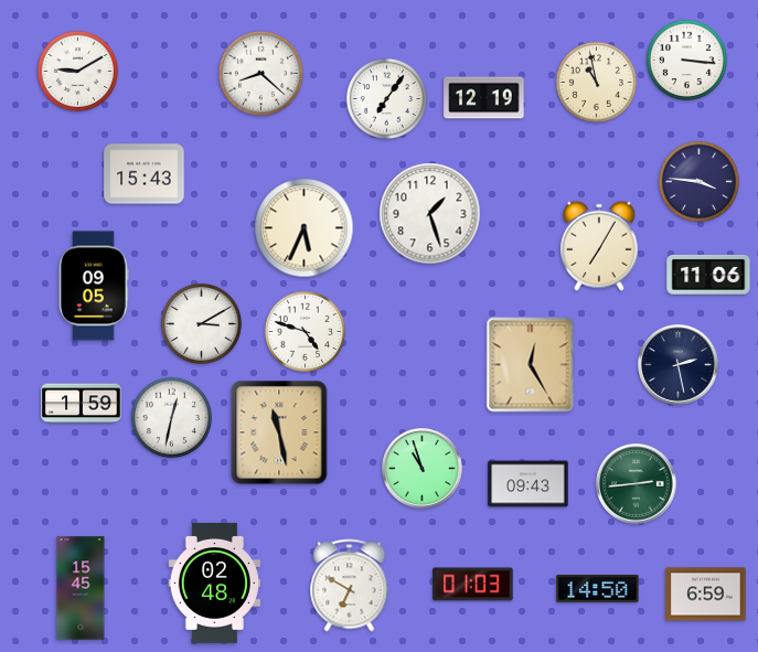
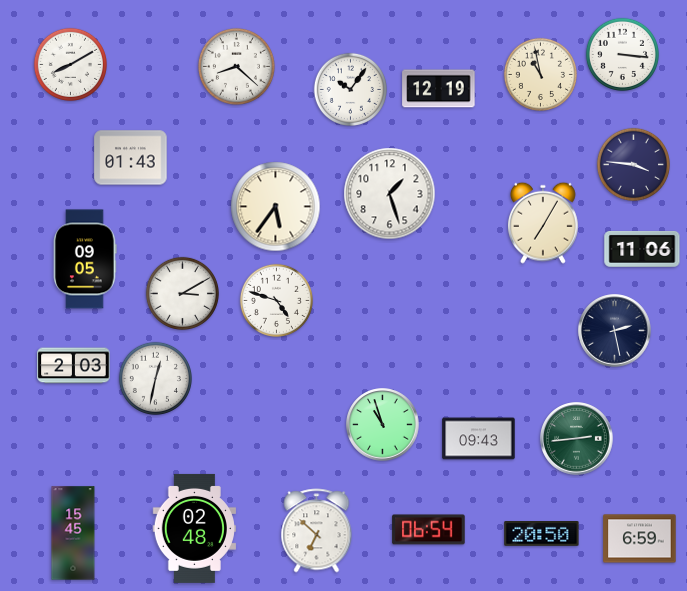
clock at (77, 71): 9:10 -> 8:10
clock at (386, 98): 7:06 -> 10:06
clock at (145, 174): 15:43 -> 01:43
clock at (305, 228): 5:34 -> 5:36
clock at (531, 365): 12:25 -> none
clock at (82, 404): 1:59 -> 2:03
clock at (279, 432): 11:28 -> none
clock at (473, 585): 01:03 -> 06:54
clock at (350, 586): 6:50 -> 6:52
clock at (598, 589): 14:50 -> 20:50
